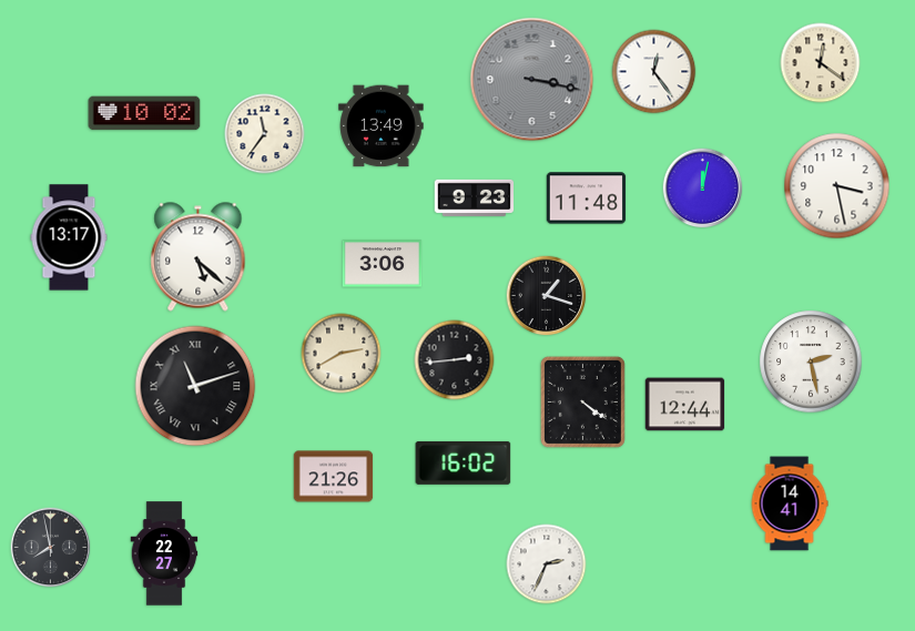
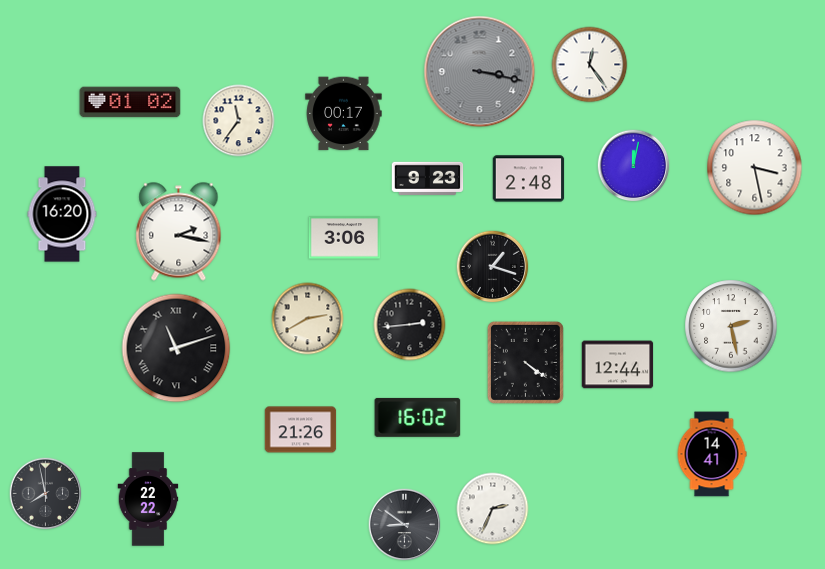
clock at (821, 63): 12:21 -> none
clock at (144, 113): 10:02 -> 01:02
clock at (382, 126): 13:49 -> 00:17
clock at (703, 189) position: (703, 189) -> (634, 166)
clock at (587, 199): 11:48 -> 2:48
clock at (69, 237): 13:17 -> 16:20
clock at (199, 257): 5:22 -> 2:17
clock at (164, 553): 22:27 -> 22:22
clock at (405, 525): none -> 8:51
